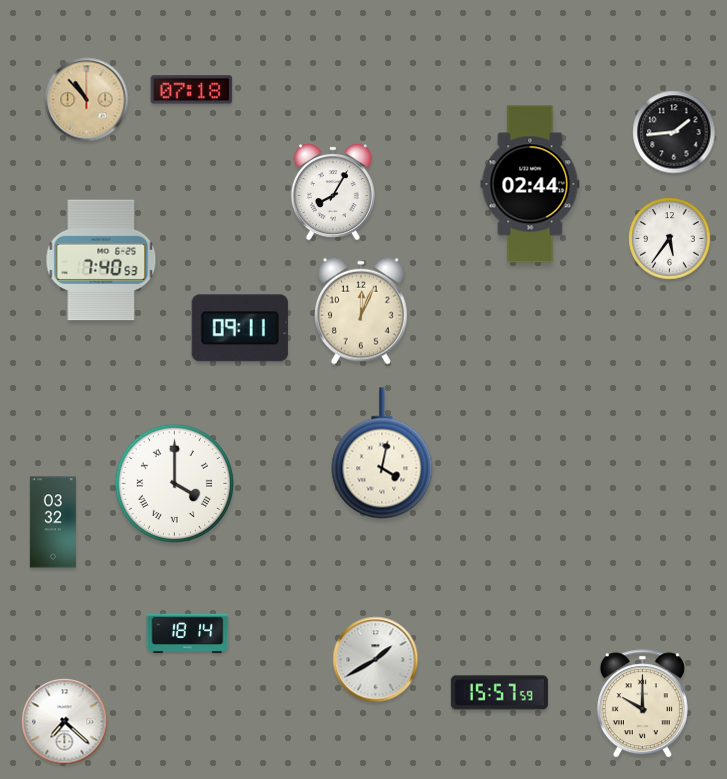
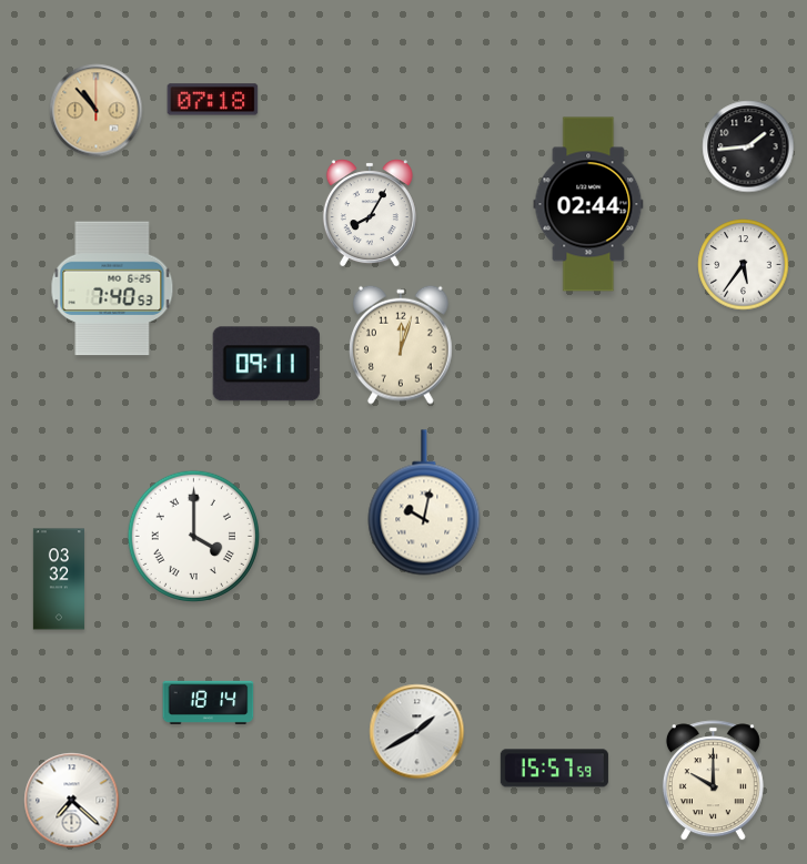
clock at (362, 311): 12:04 -> 12:03
clock at (382, 453): 4:02 -> 10:02
